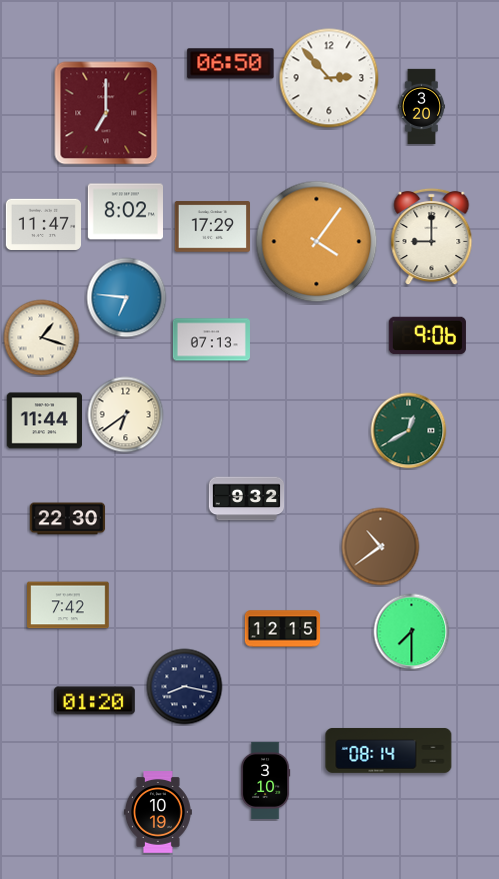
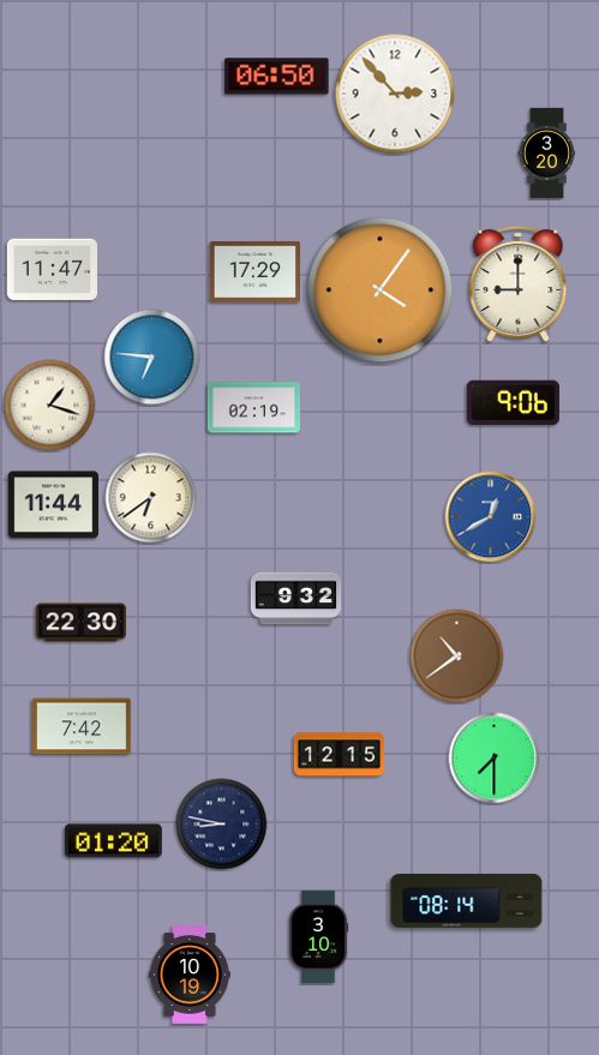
clock at (422, 107) position: (422, 107) -> (547, 154)
clock at (106, 113): 7:00 -> none
clock at (125, 212): 8:02 -> none
clock at (211, 340): 07:13 -> 02:19
clock at (409, 431) dial: green -> blue
clock at (185, 687): 8:17 -> 8:47
